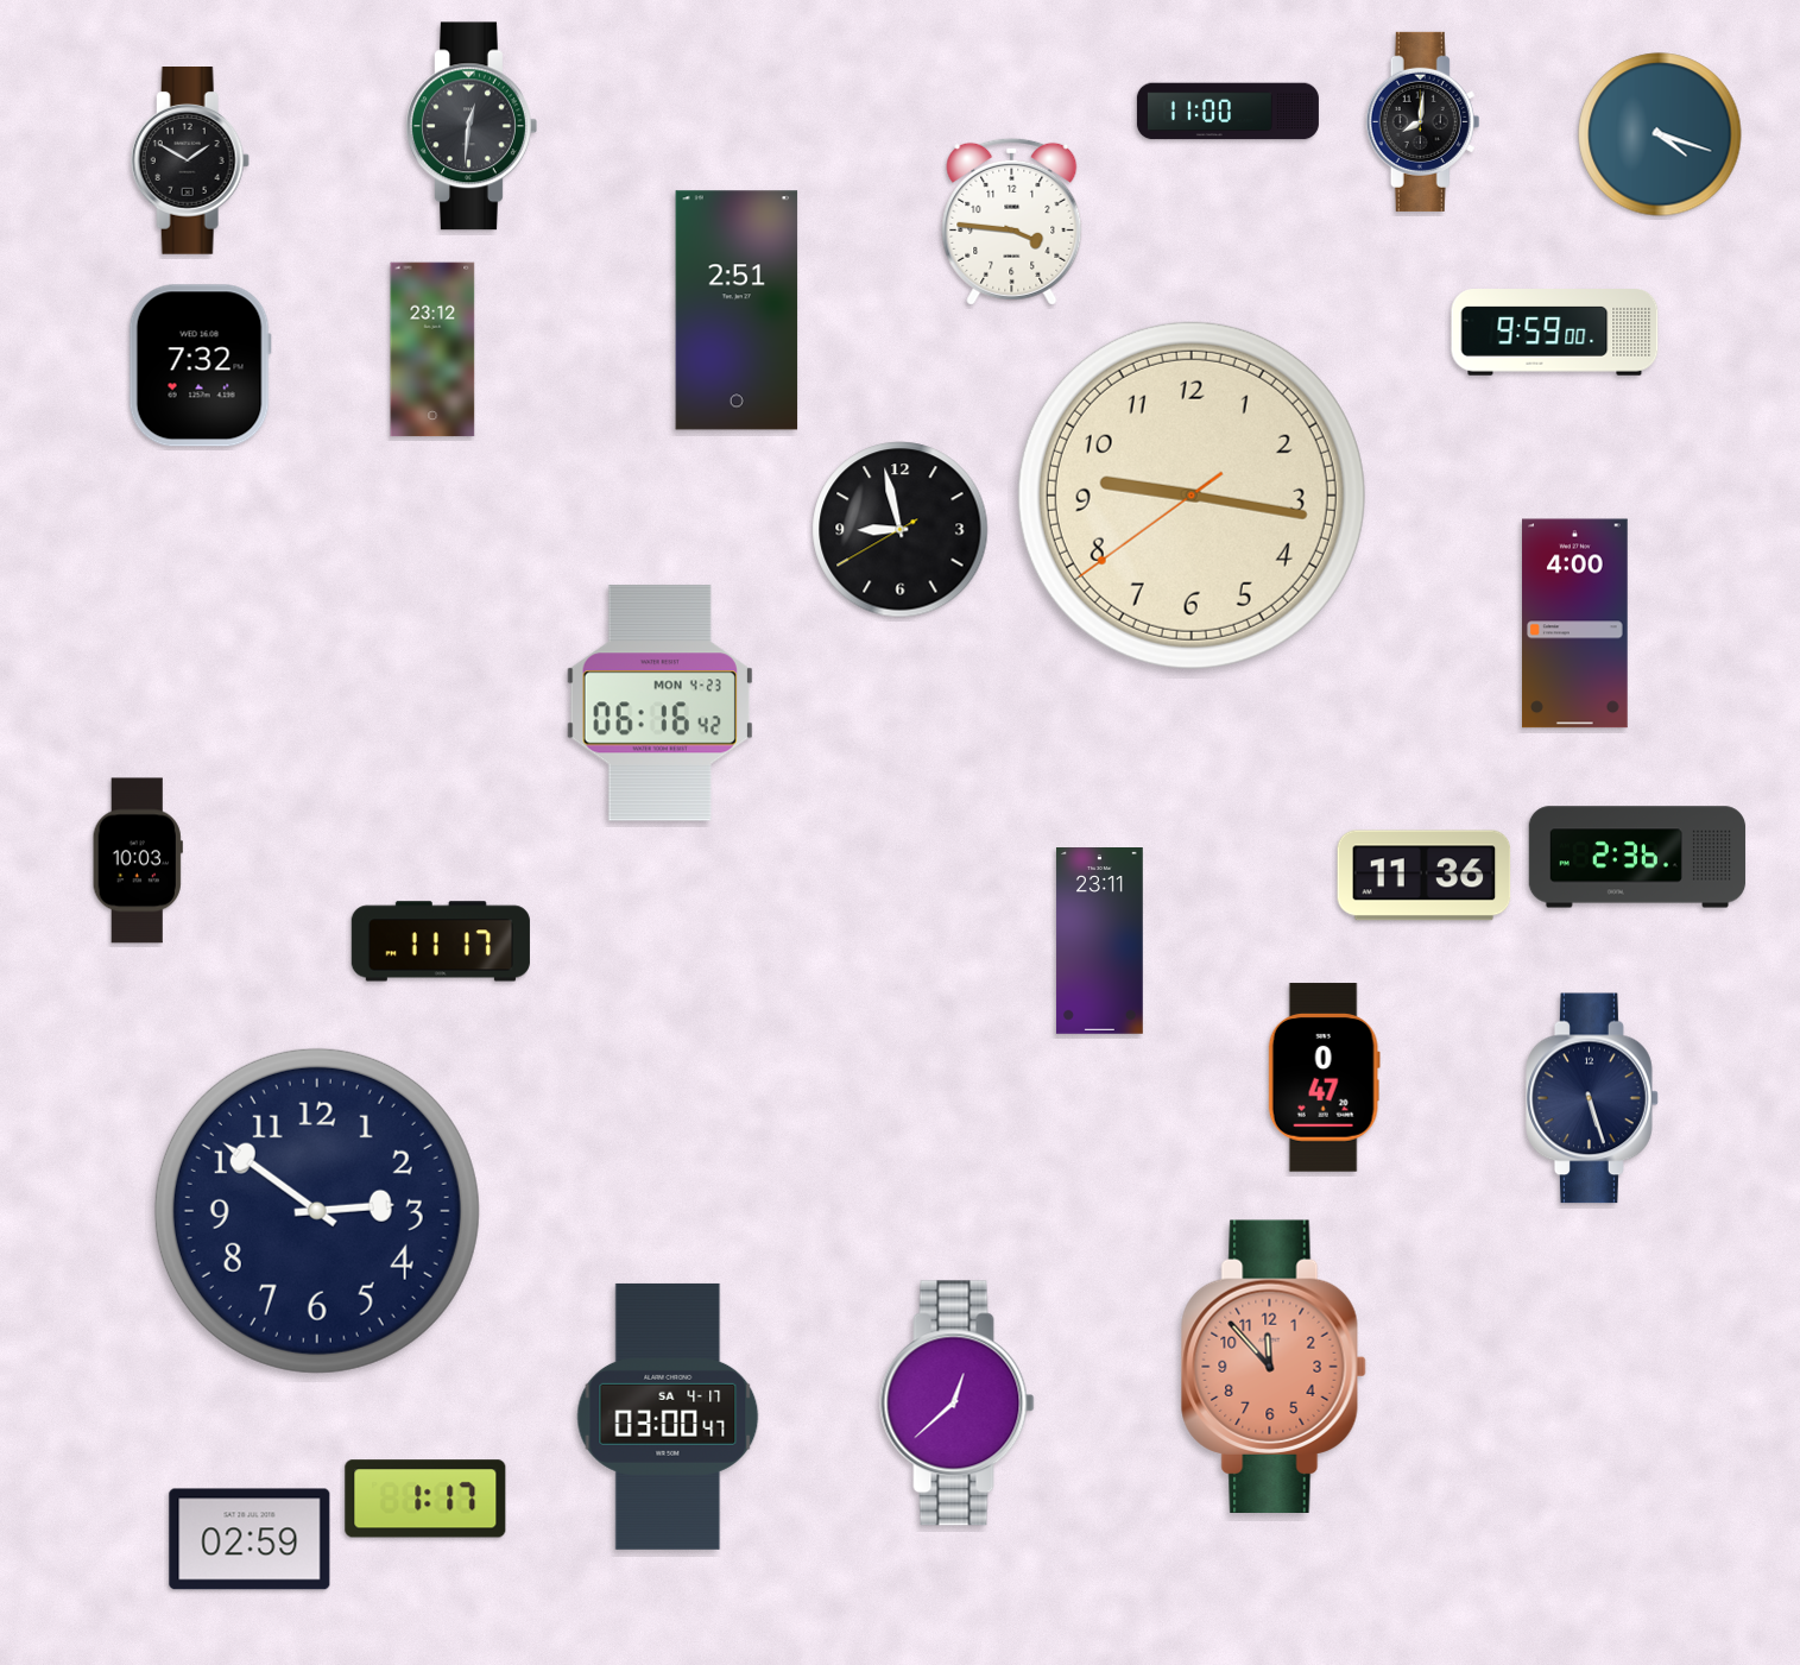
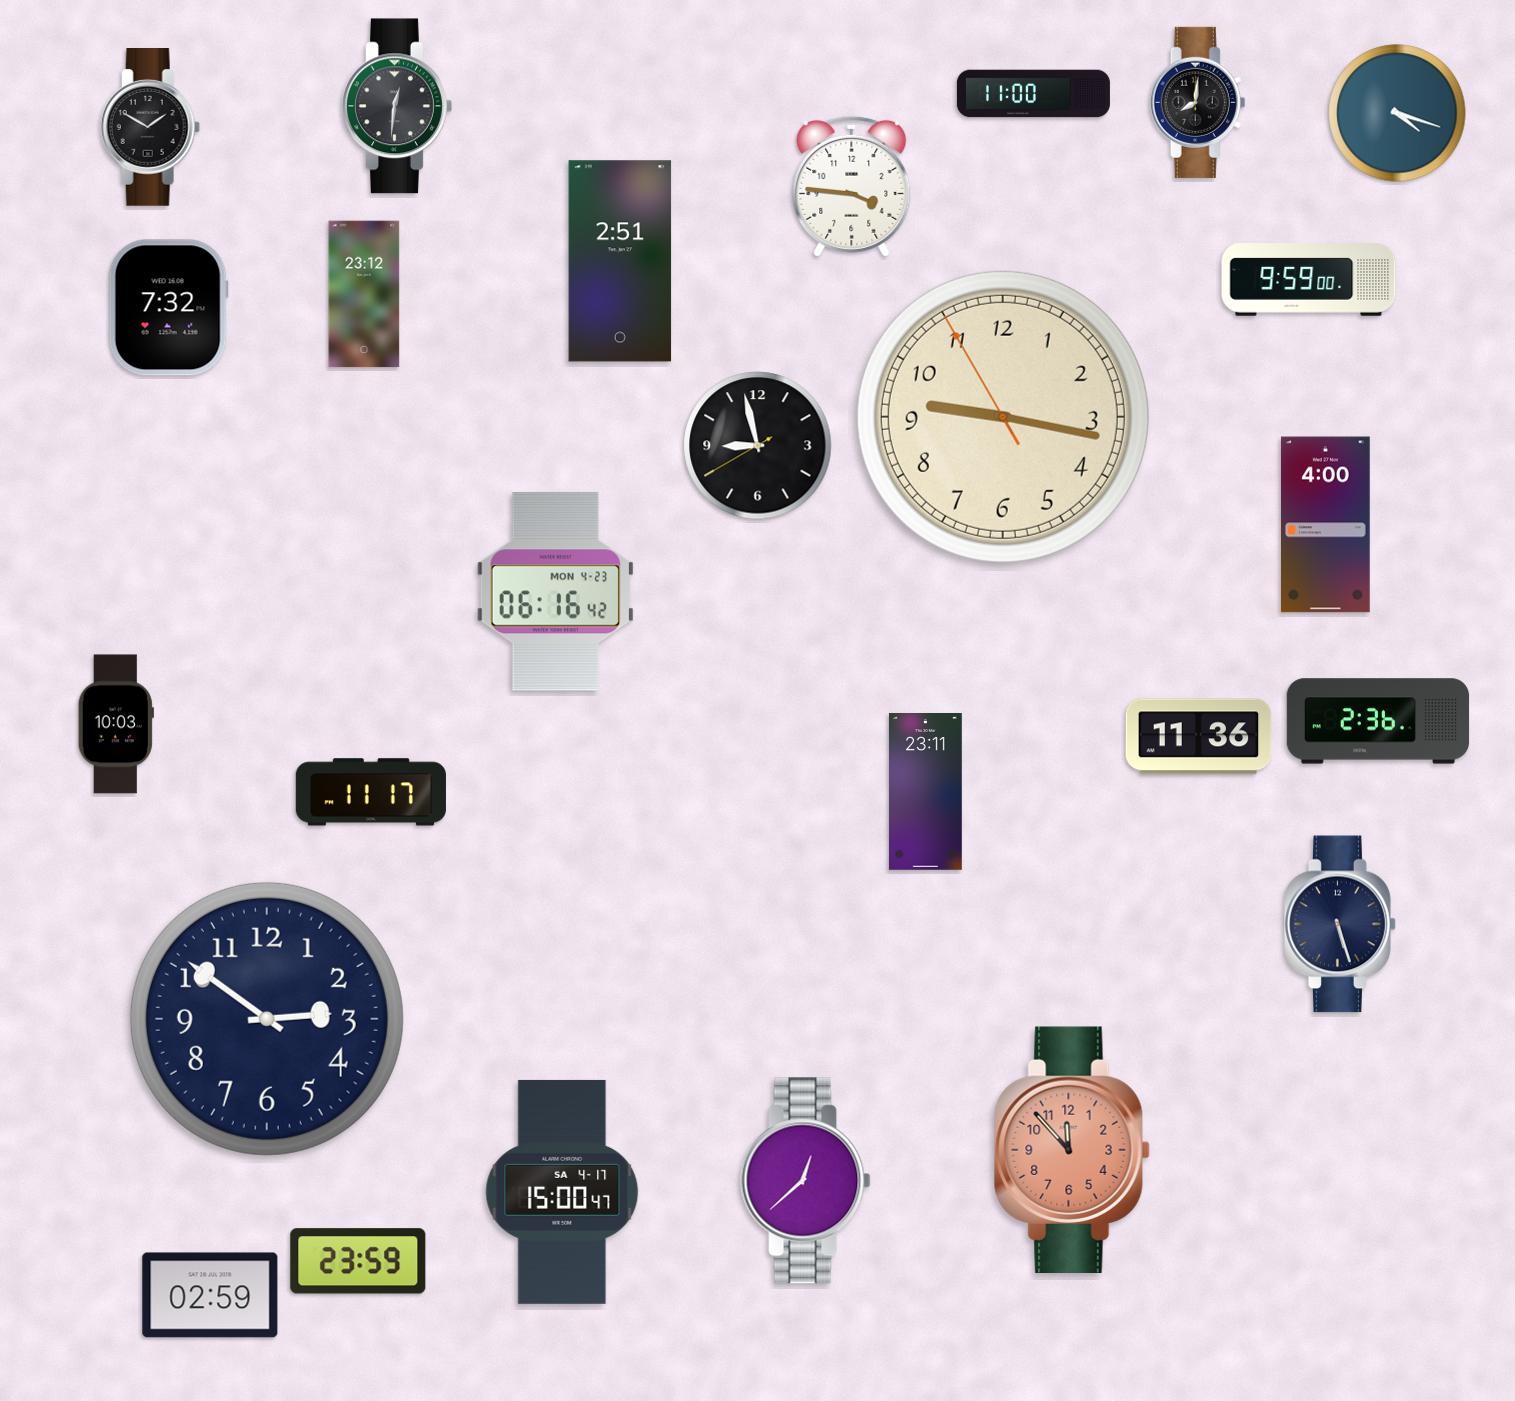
clock at (190, 162) position: (190, 162) -> (150, 128)
clock at (1192, 496): 9:16:39 -> 9:16:55
clock at (1324, 1078): 0:47 -> none
clock at (668, 1417): 03:00 -> 15:00
clock at (425, 1499): 1:17 -> 23:59
